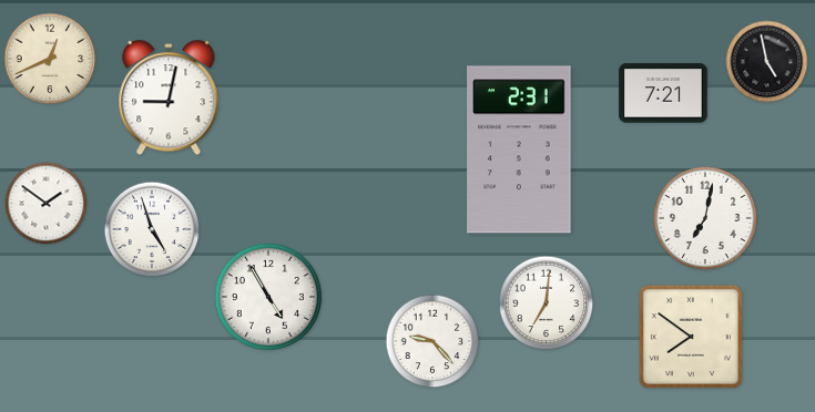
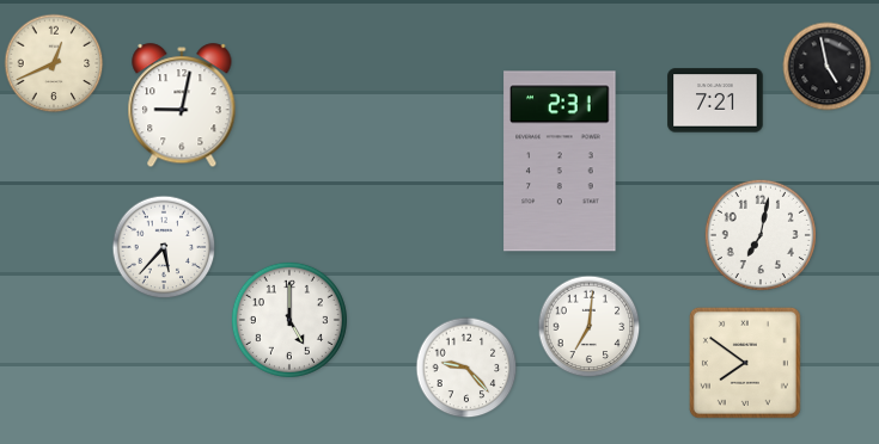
clock at (47, 204): 1:51 -> none
clock at (152, 229): 4:57 -> 5:37
clock at (268, 297): 4:55 -> 5:00
